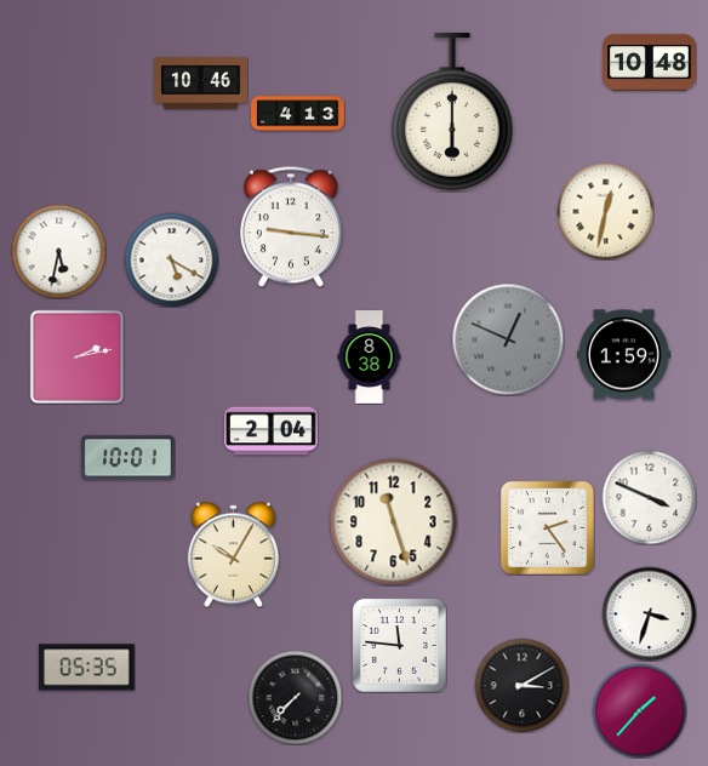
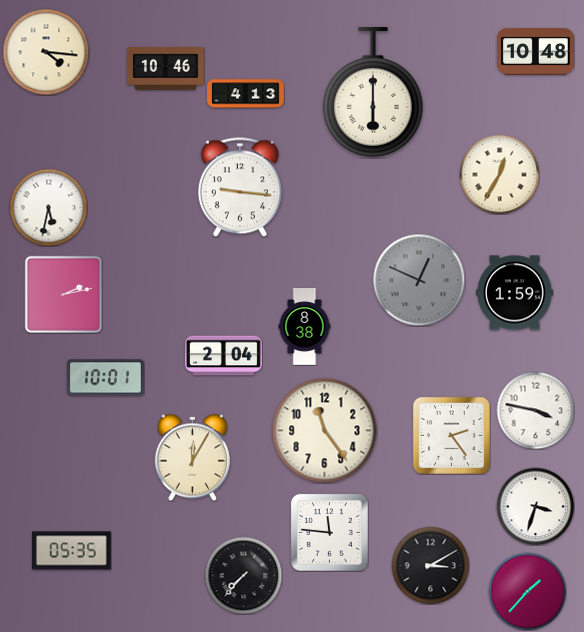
clock at (46, 52): none -> 4:16
clock at (605, 211): 12:32 -> 12:35
clock at (171, 259): 5:20 -> none
clock at (370, 358) position: (370, 358) -> (305, 327)
clock at (649, 497): 3:49 -> 3:47
clock at (394, 522): 11:27 -> 11:24
clock at (233, 554): 10:05 -> 12:05
clock at (639, 710) position: (639, 710) -> (527, 591)
